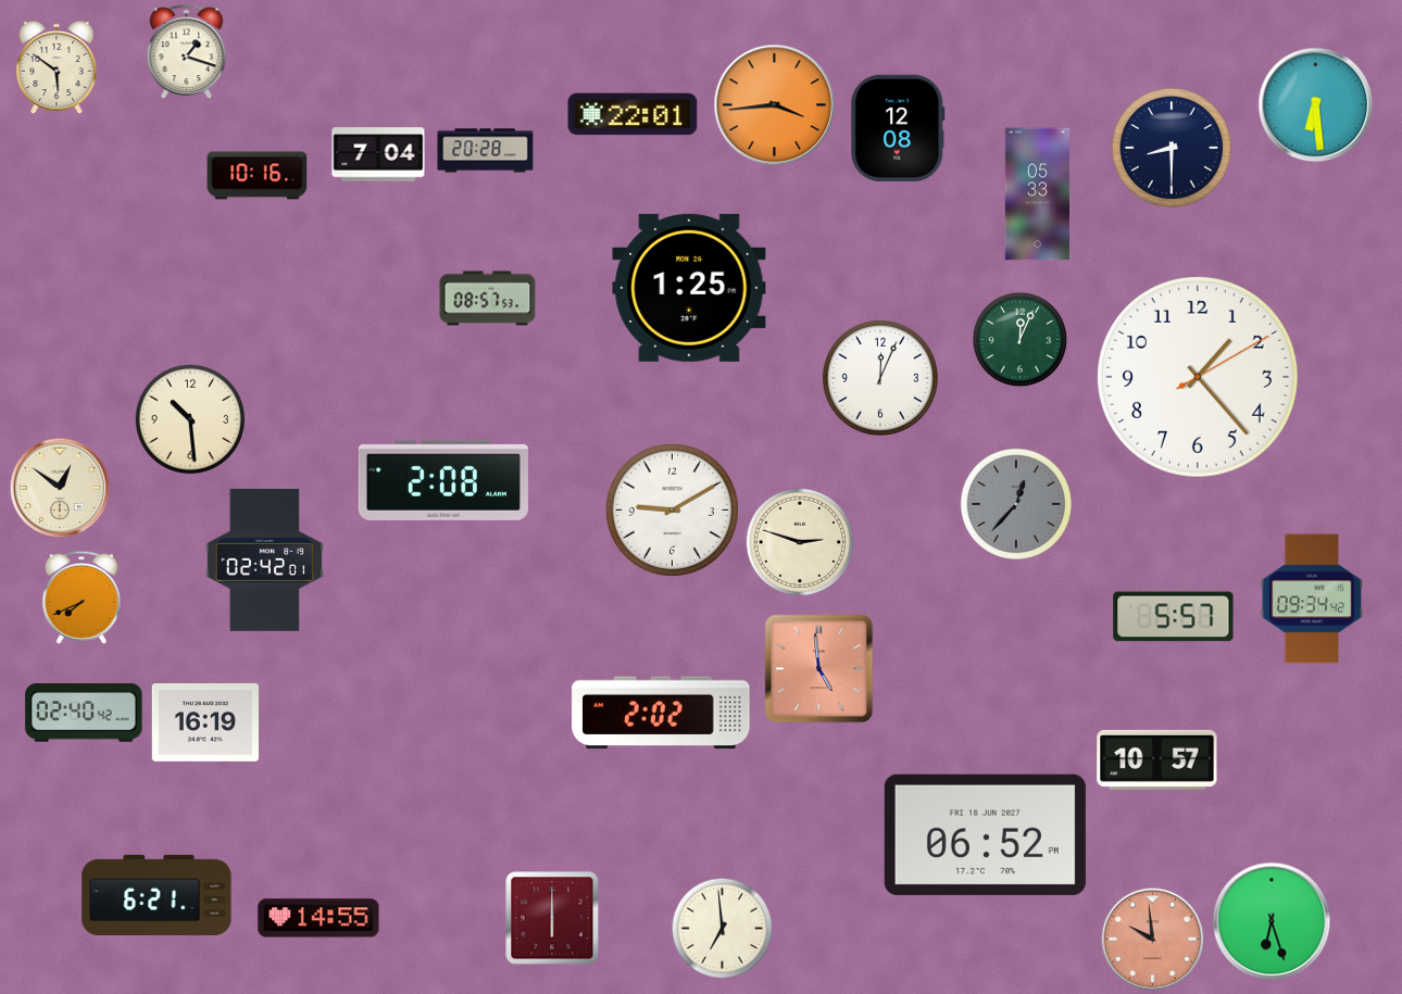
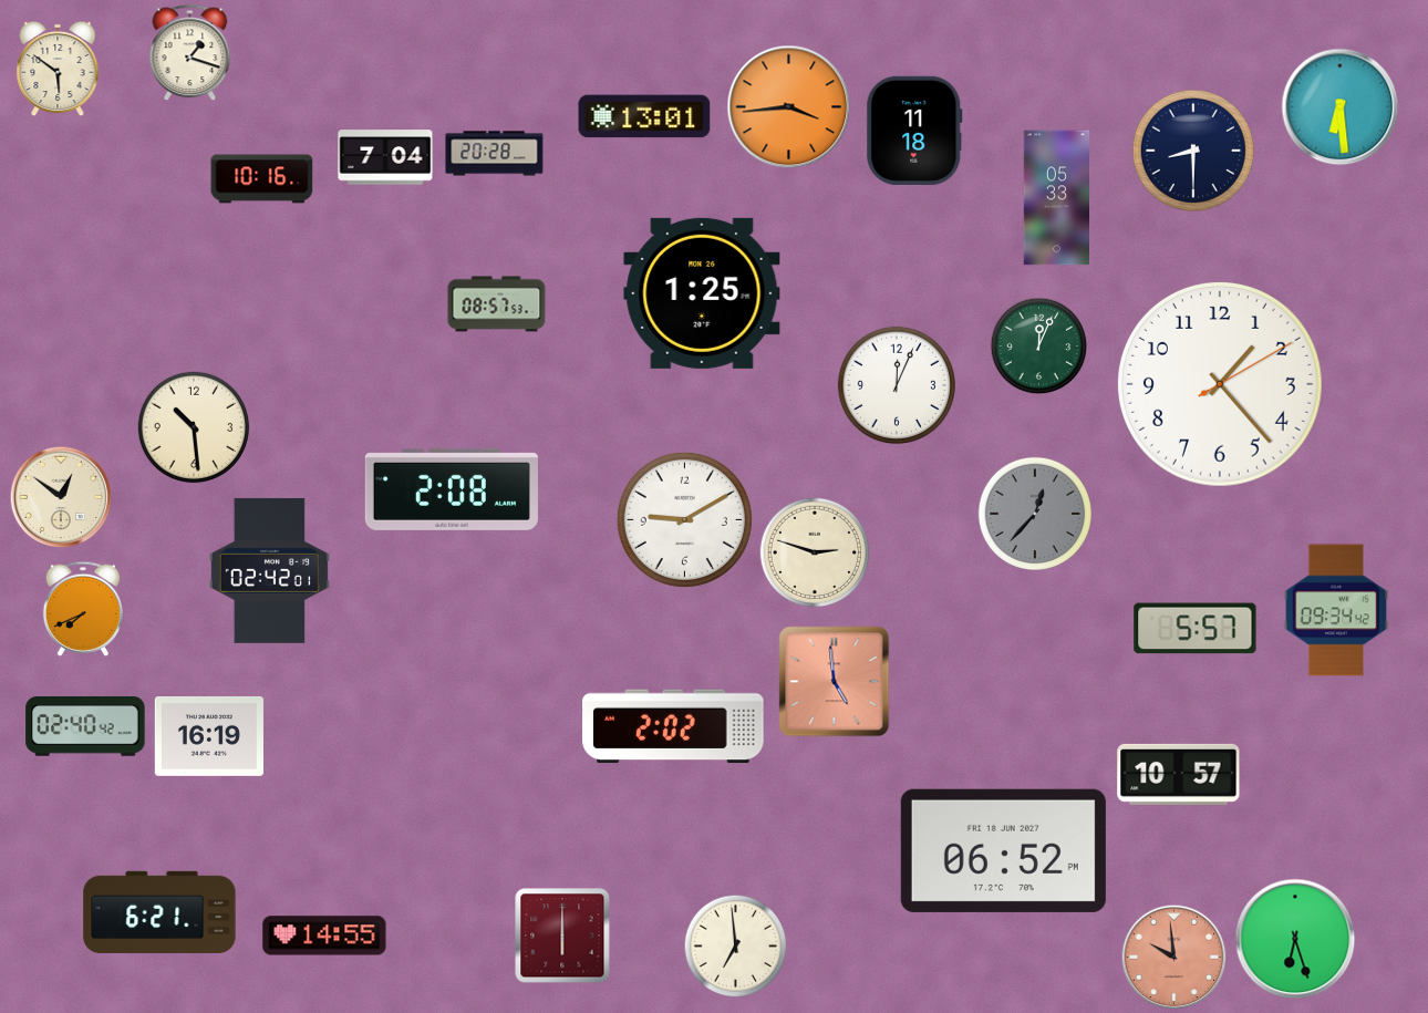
clock at (633, 114): 22:01 -> 13:01
clock at (898, 128): 12:08 -> 11:18
